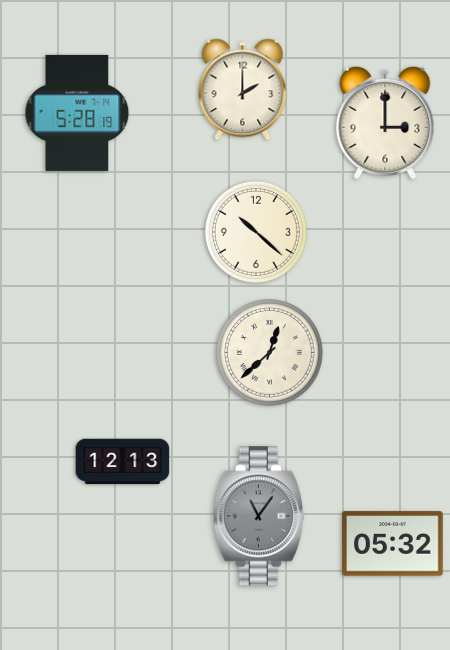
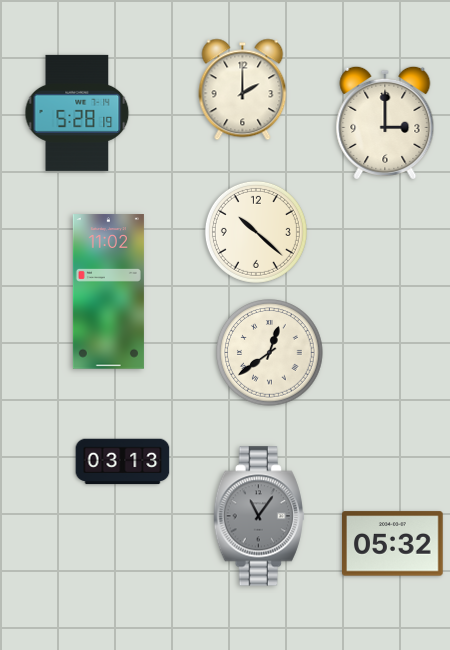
clock at (108, 292): none -> 11:02
clock at (270, 353): 12:38 -> 12:39
clock at (123, 462): 12:13 -> 03:13
